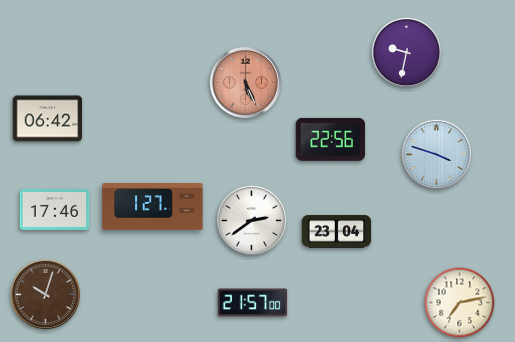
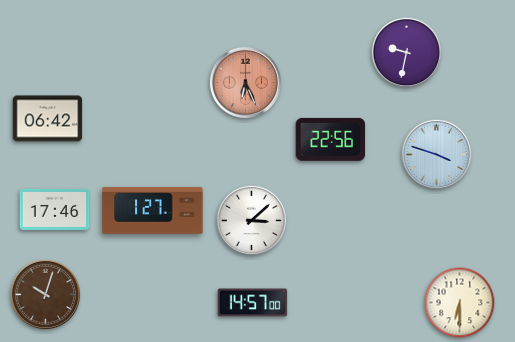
clock at (245, 82): 5:26 -> 6:26
clock at (153, 206) position: (153, 206) -> (153, 210)
clock at (252, 221): 2:39 -> 3:08
clock at (337, 232): 23:04 -> none
clock at (253, 303): 21:57 -> 14:57
clock at (460, 303): 7:13 -> 6:30
